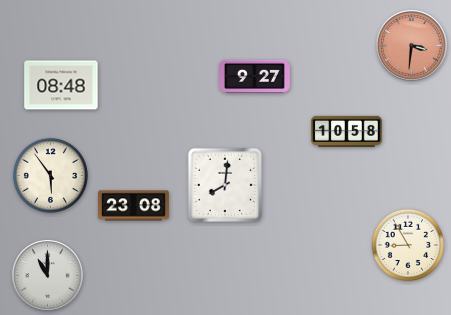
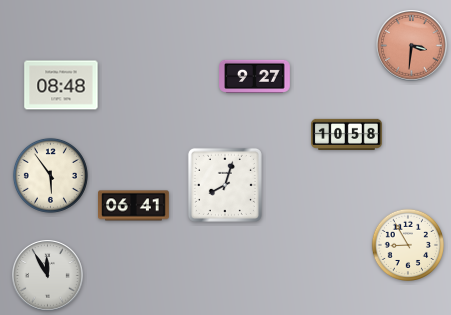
clock at (347, 131) position: (347, 131) -> (347, 134)
clock at (225, 185): 8:01 -> 8:03
clock at (134, 206): 23:08 -> 06:41
clock at (48, 276): 11:00 -> 11:55
